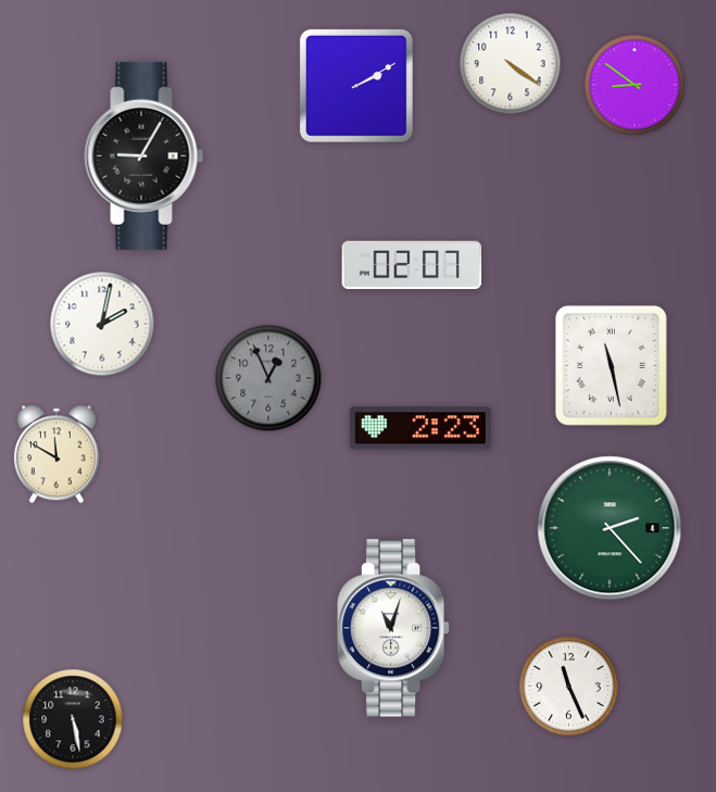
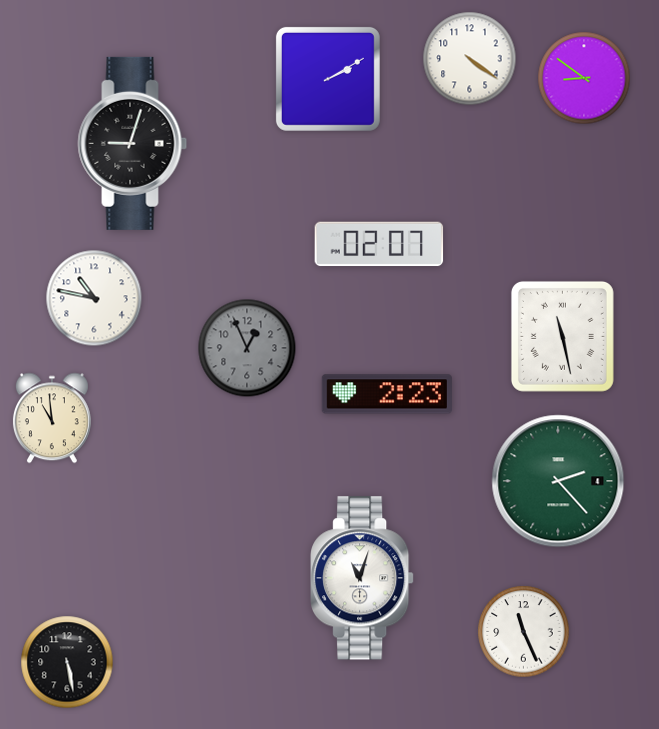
clock at (145, 155): 9:05 -> 9:03
clock at (102, 324): 2:02 -> 10:47
clock at (56, 454): 11:50 -> 10:59
clock at (610, 528) position: (610, 528) -> (558, 481)
